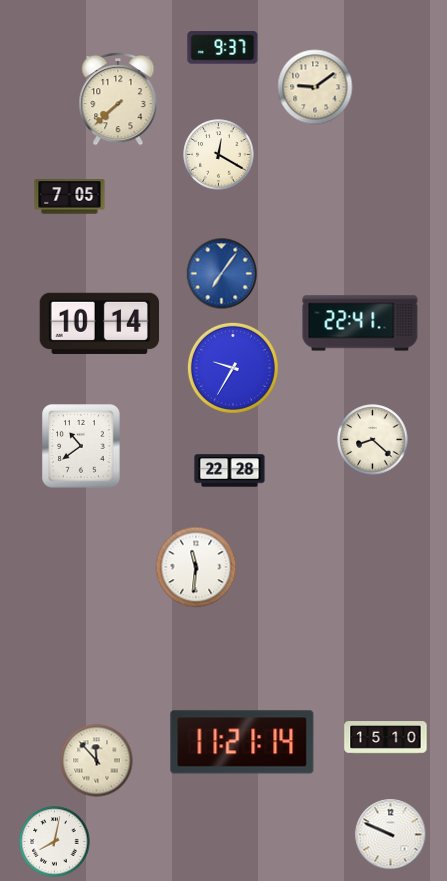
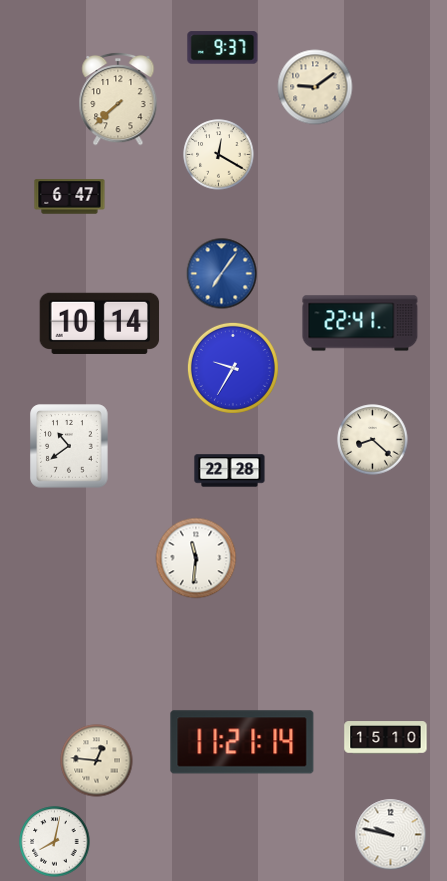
clock at (70, 197): 7:05 -> 6:47
clock at (81, 446) position: (81, 446) -> (69, 446)
clock at (196, 567) position: (196, 567) -> (196, 558)
clock at (97, 761): 11:53 -> 12:46
clock at (391, 835): 9:49 -> 9:47
